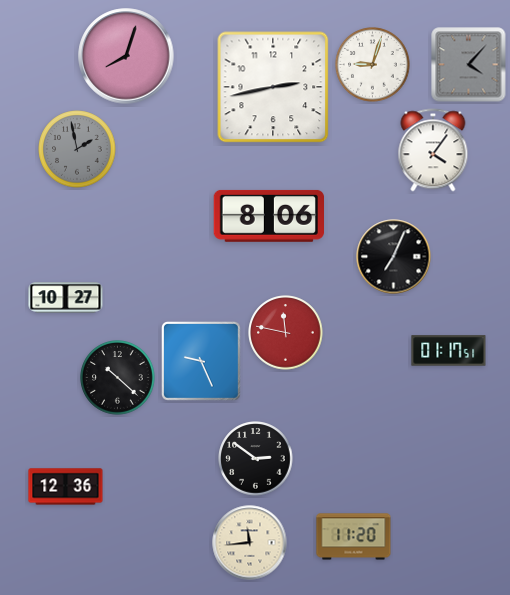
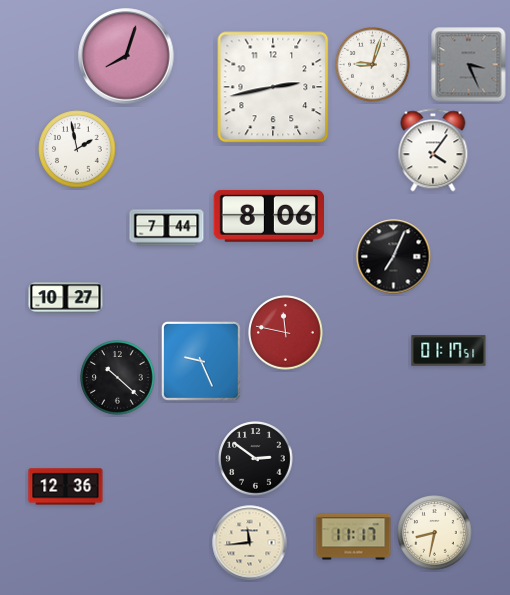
clock at (469, 65): 4:07 -> 3:26
clock at (77, 149) dial: grey -> white
clock at (167, 228): none -> 7:44
clock at (435, 533): none -> 8:32
clock at (354, 537): 11:20 -> 11:17
